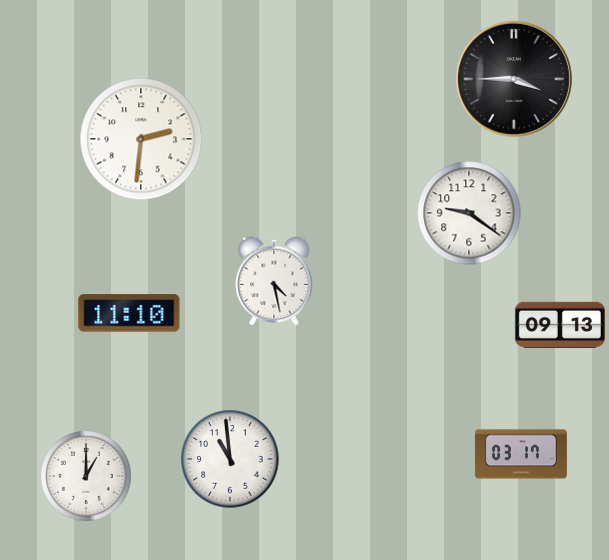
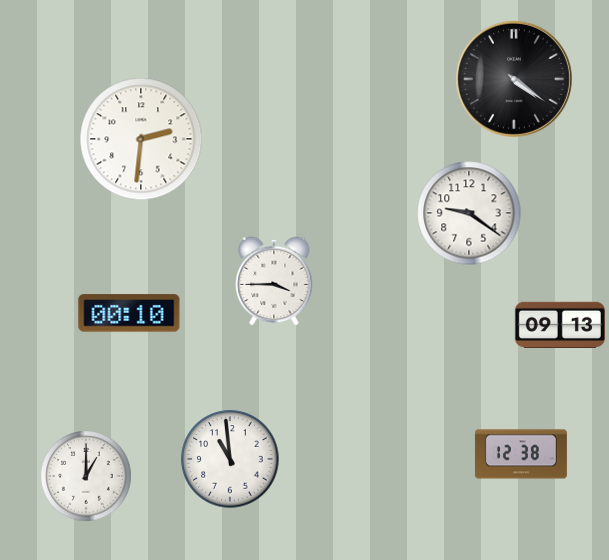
clock at (514, 79): 3:45 -> 4:21
clock at (274, 281): 4:28 -> 3:45
clock at (129, 313): 11:10 -> 00:10
clock at (521, 454): 03:17 -> 12:38
